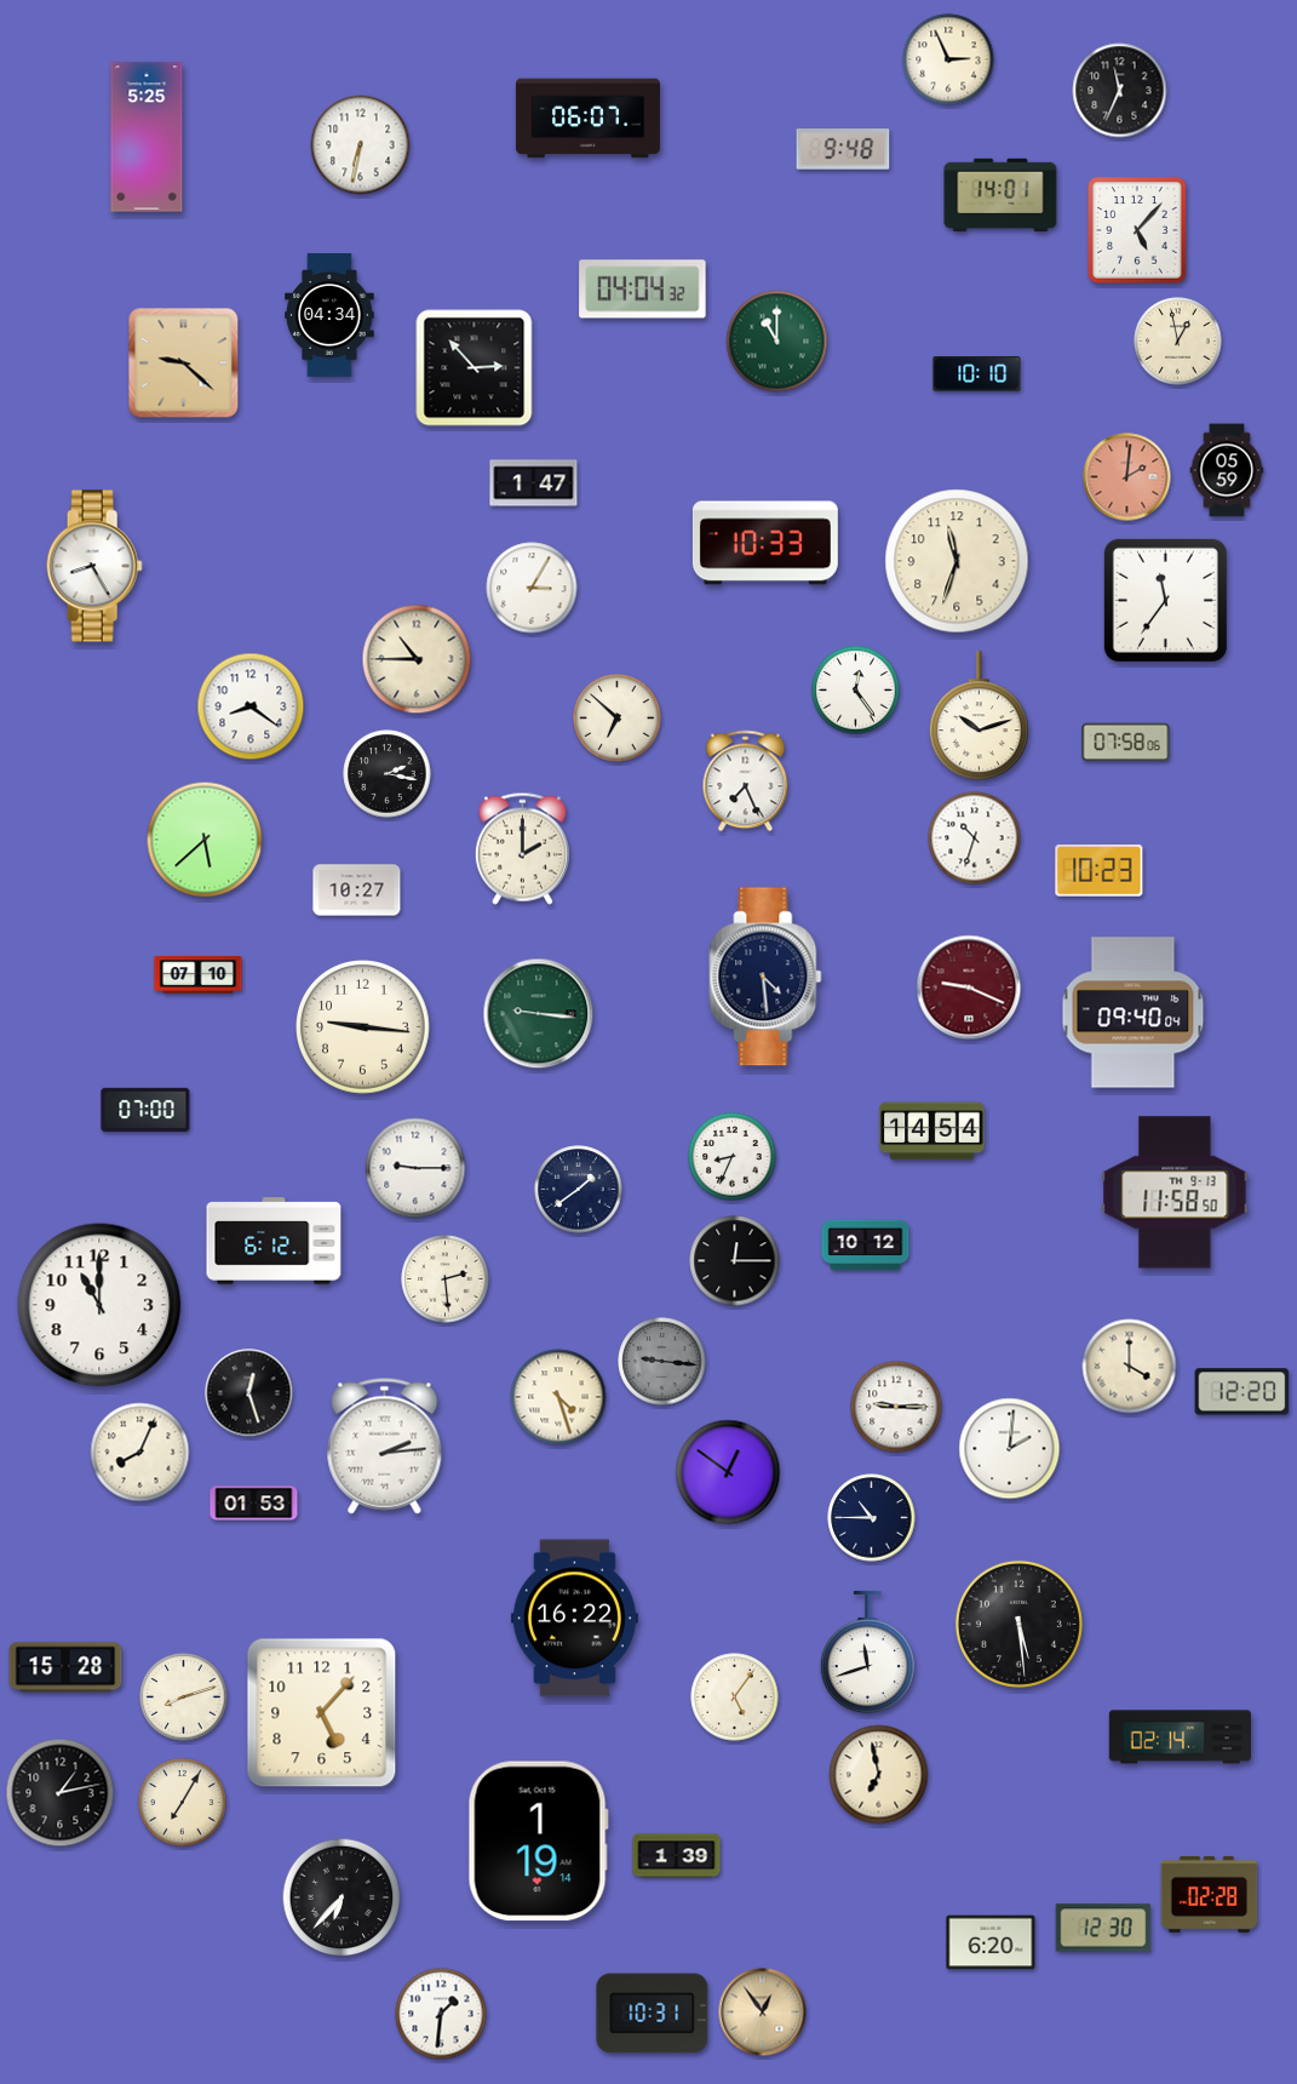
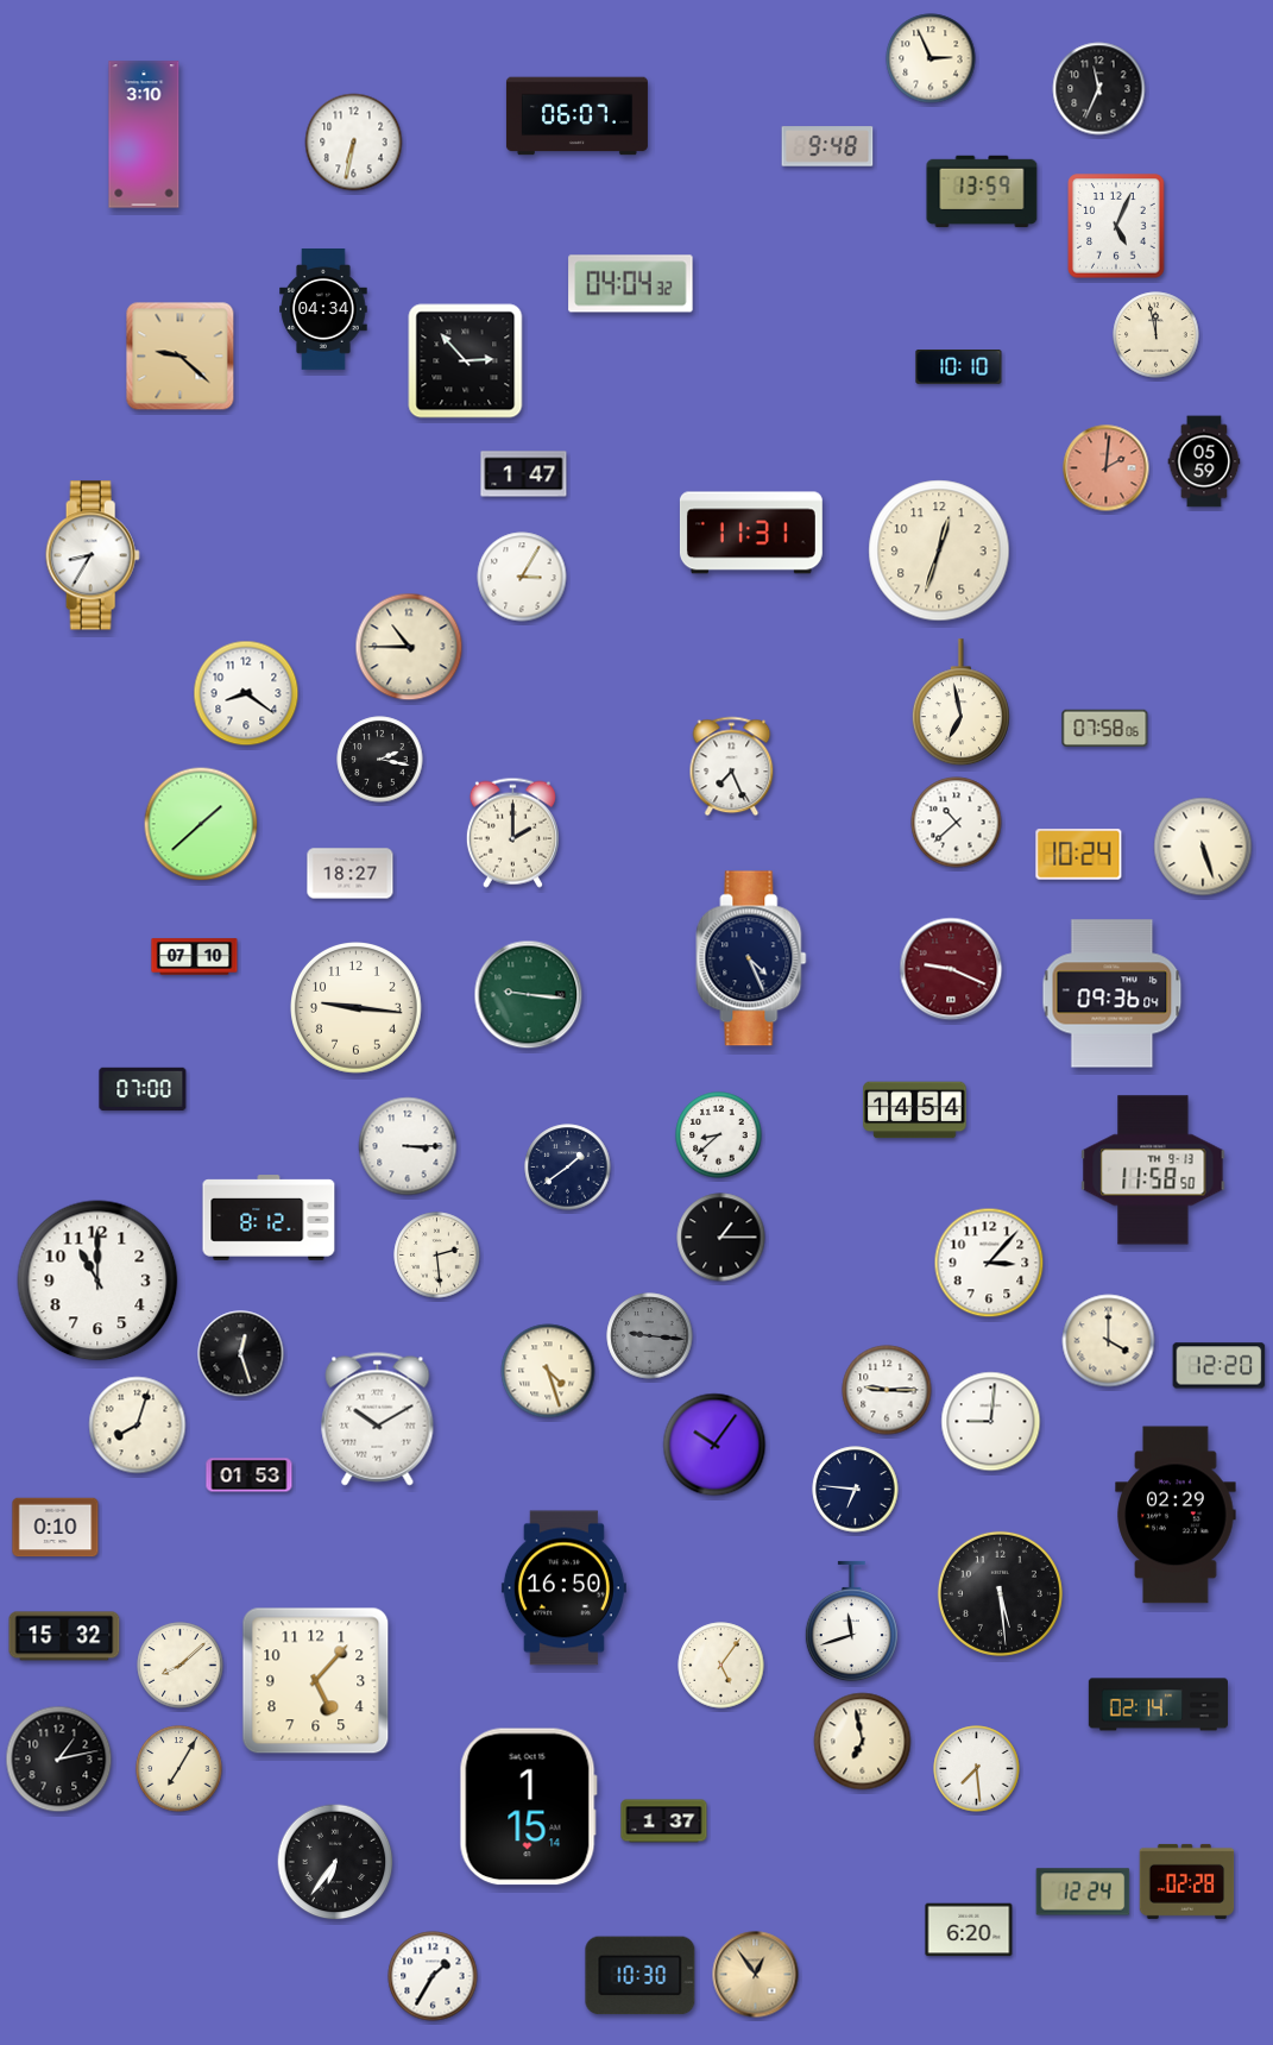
clock at (147, 137): 5:25 -> 3:10
clock at (1000, 195): 14:01 -> 13:59
clock at (1137, 230): 5:07 -> 5:04
clock at (777, 342): 11:00 -> none
clock at (1178, 342): 12:58 -> 11:58
clock at (765, 543): 10:33 -> 11:31
clock at (957, 561): 11:33 -> 12:33
clock at (94, 566): 8:25 -> 8:35
clock at (1165, 600): 11:36 -> none
clock at (856, 691): 12:24 -> none
clock at (979, 716): 10:12 -> 6:58
clock at (618, 718): 6:52 -> none
clock at (975, 838): 10:33 -> 10:38
clock at (205, 840): 5:38 -> 1:38
clock at (1203, 847): none -> 5:27
clock at (1100, 871): 10:23 -> 10:24
clock at (357, 891): 10:27 -> 18:27
clock at (765, 977): 4:29 -> 4:26
clock at (1134, 1013): 09:40 -> 09:36
clock at (733, 1157): 8:34 -> 8:38
clock at (415, 1168): 9:15 -> 3:15
clock at (274, 1241): 6:12 -> 8:12
clock at (866, 1246): 10:12 -> none
clock at (735, 1261): 12:15 -> 1:15
clock at (989, 1263): none -> 3:07
clock at (249, 1393) position: (249, 1393) -> (241, 1354)
clock at (896, 1407) position: (896, 1407) -> (887, 1390)
clock at (385, 1447): 2:14 -> 10:10
clock at (1010, 1449): 2:01 -> 9:01
clock at (140, 1453): 8:04 -> 8:03
clock at (728, 1472): 12:51 -> 10:06
clock at (872, 1518): 10:45 -> 6:46
clock at (1176, 1515): none -> 02:29
clock at (56, 1528): none -> 0:10
clock at (574, 1619): 16:22 -> 16:50
clock at (65, 1667): 15:28 -> 15:32
clock at (184, 1697): 8:12 -> 8:08
clock at (977, 1769): none -> 7:29
clock at (538, 1842): 1:19 -> 1:15
clock at (677, 1856): 1:39 -> 1:37
clock at (1210, 1894) position: (1210, 1894) -> (1187, 1881)
clock at (342, 1897): 6:37 -> 6:36
clock at (1103, 1928): 12:30 -> 12:24
clock at (991, 1942) position: (991, 1942) -> (969, 1930)
clock at (763, 2013) position: (763, 2013) -> (756, 1975)
clock at (441, 2014): 1:31 -> 1:35
clock at (653, 2014): 10:31 -> 10:30
